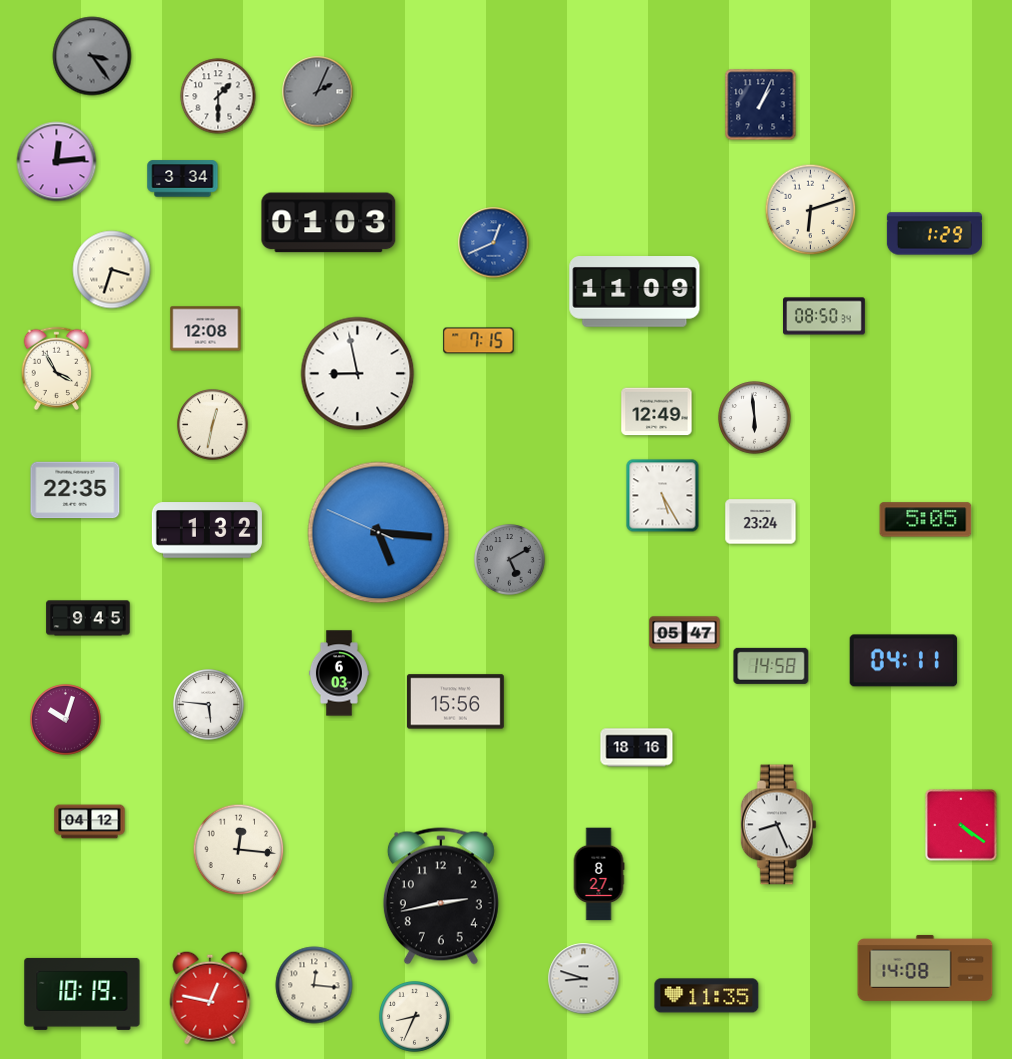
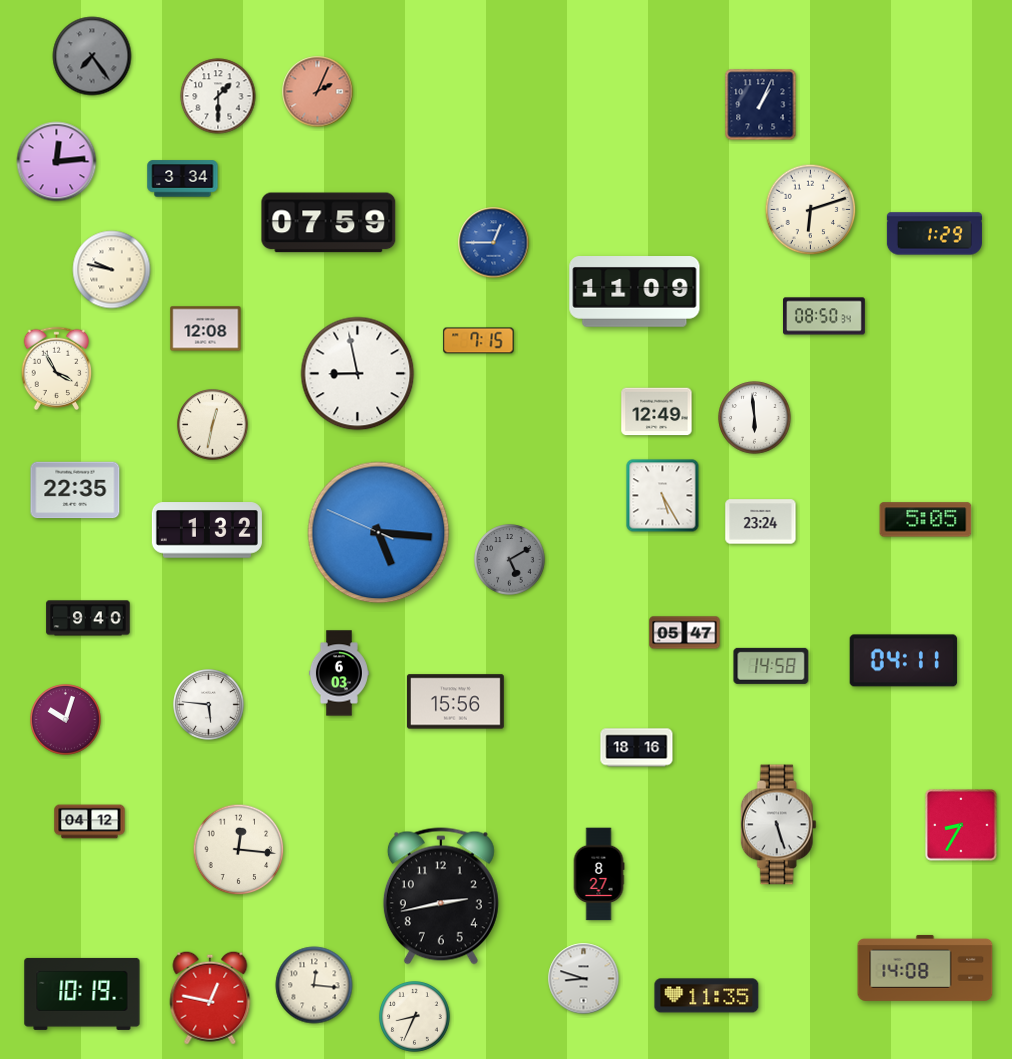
clock at (92, 56): 3:24 -> 7:24
clock at (318, 92) dial: grey -> salmon
clock at (329, 223): 01:03 -> 07:59
clock at (494, 243): 12:41 -> 12:45
clock at (112, 270): 3:33 -> 9:47
clock at (88, 618): 9:45 -> 9:40
clock at (778, 825): 8:26 -> 5:27
clock at (961, 825): 4:21 -> 8:35
